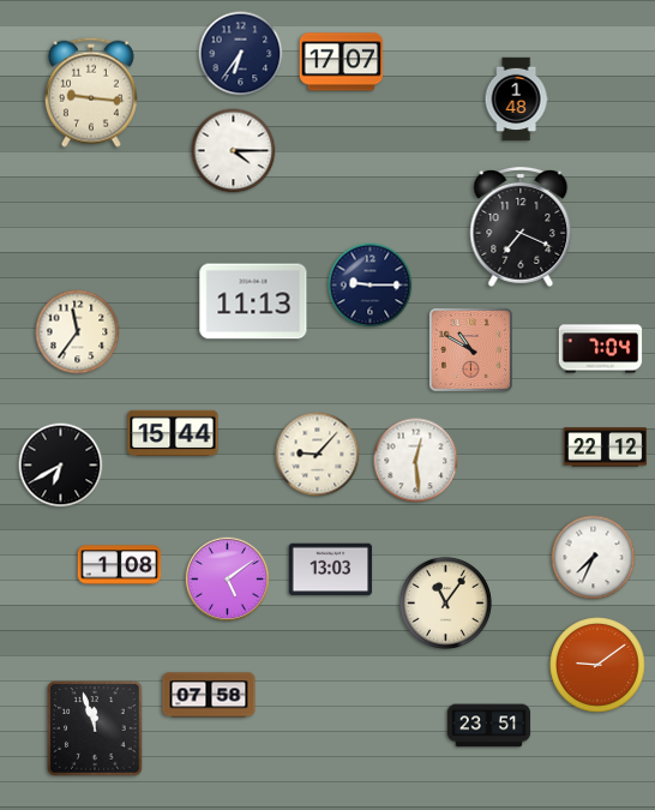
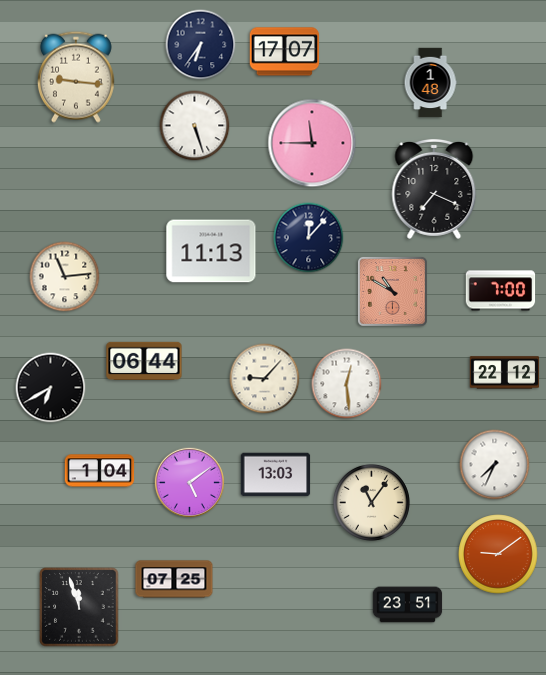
clock at (234, 151): 4:15 -> 5:27
clock at (312, 143): none -> 11:45
clock at (371, 286): 9:15 -> 12:07
clock at (78, 332): 11:36 -> 11:14
clock at (601, 349): 7:04 -> 7:00
clock at (173, 432): 15:44 -> 06:44
clock at (120, 565): 1:08 -> 1:04
clock at (209, 695): 07:58 -> 07:25
